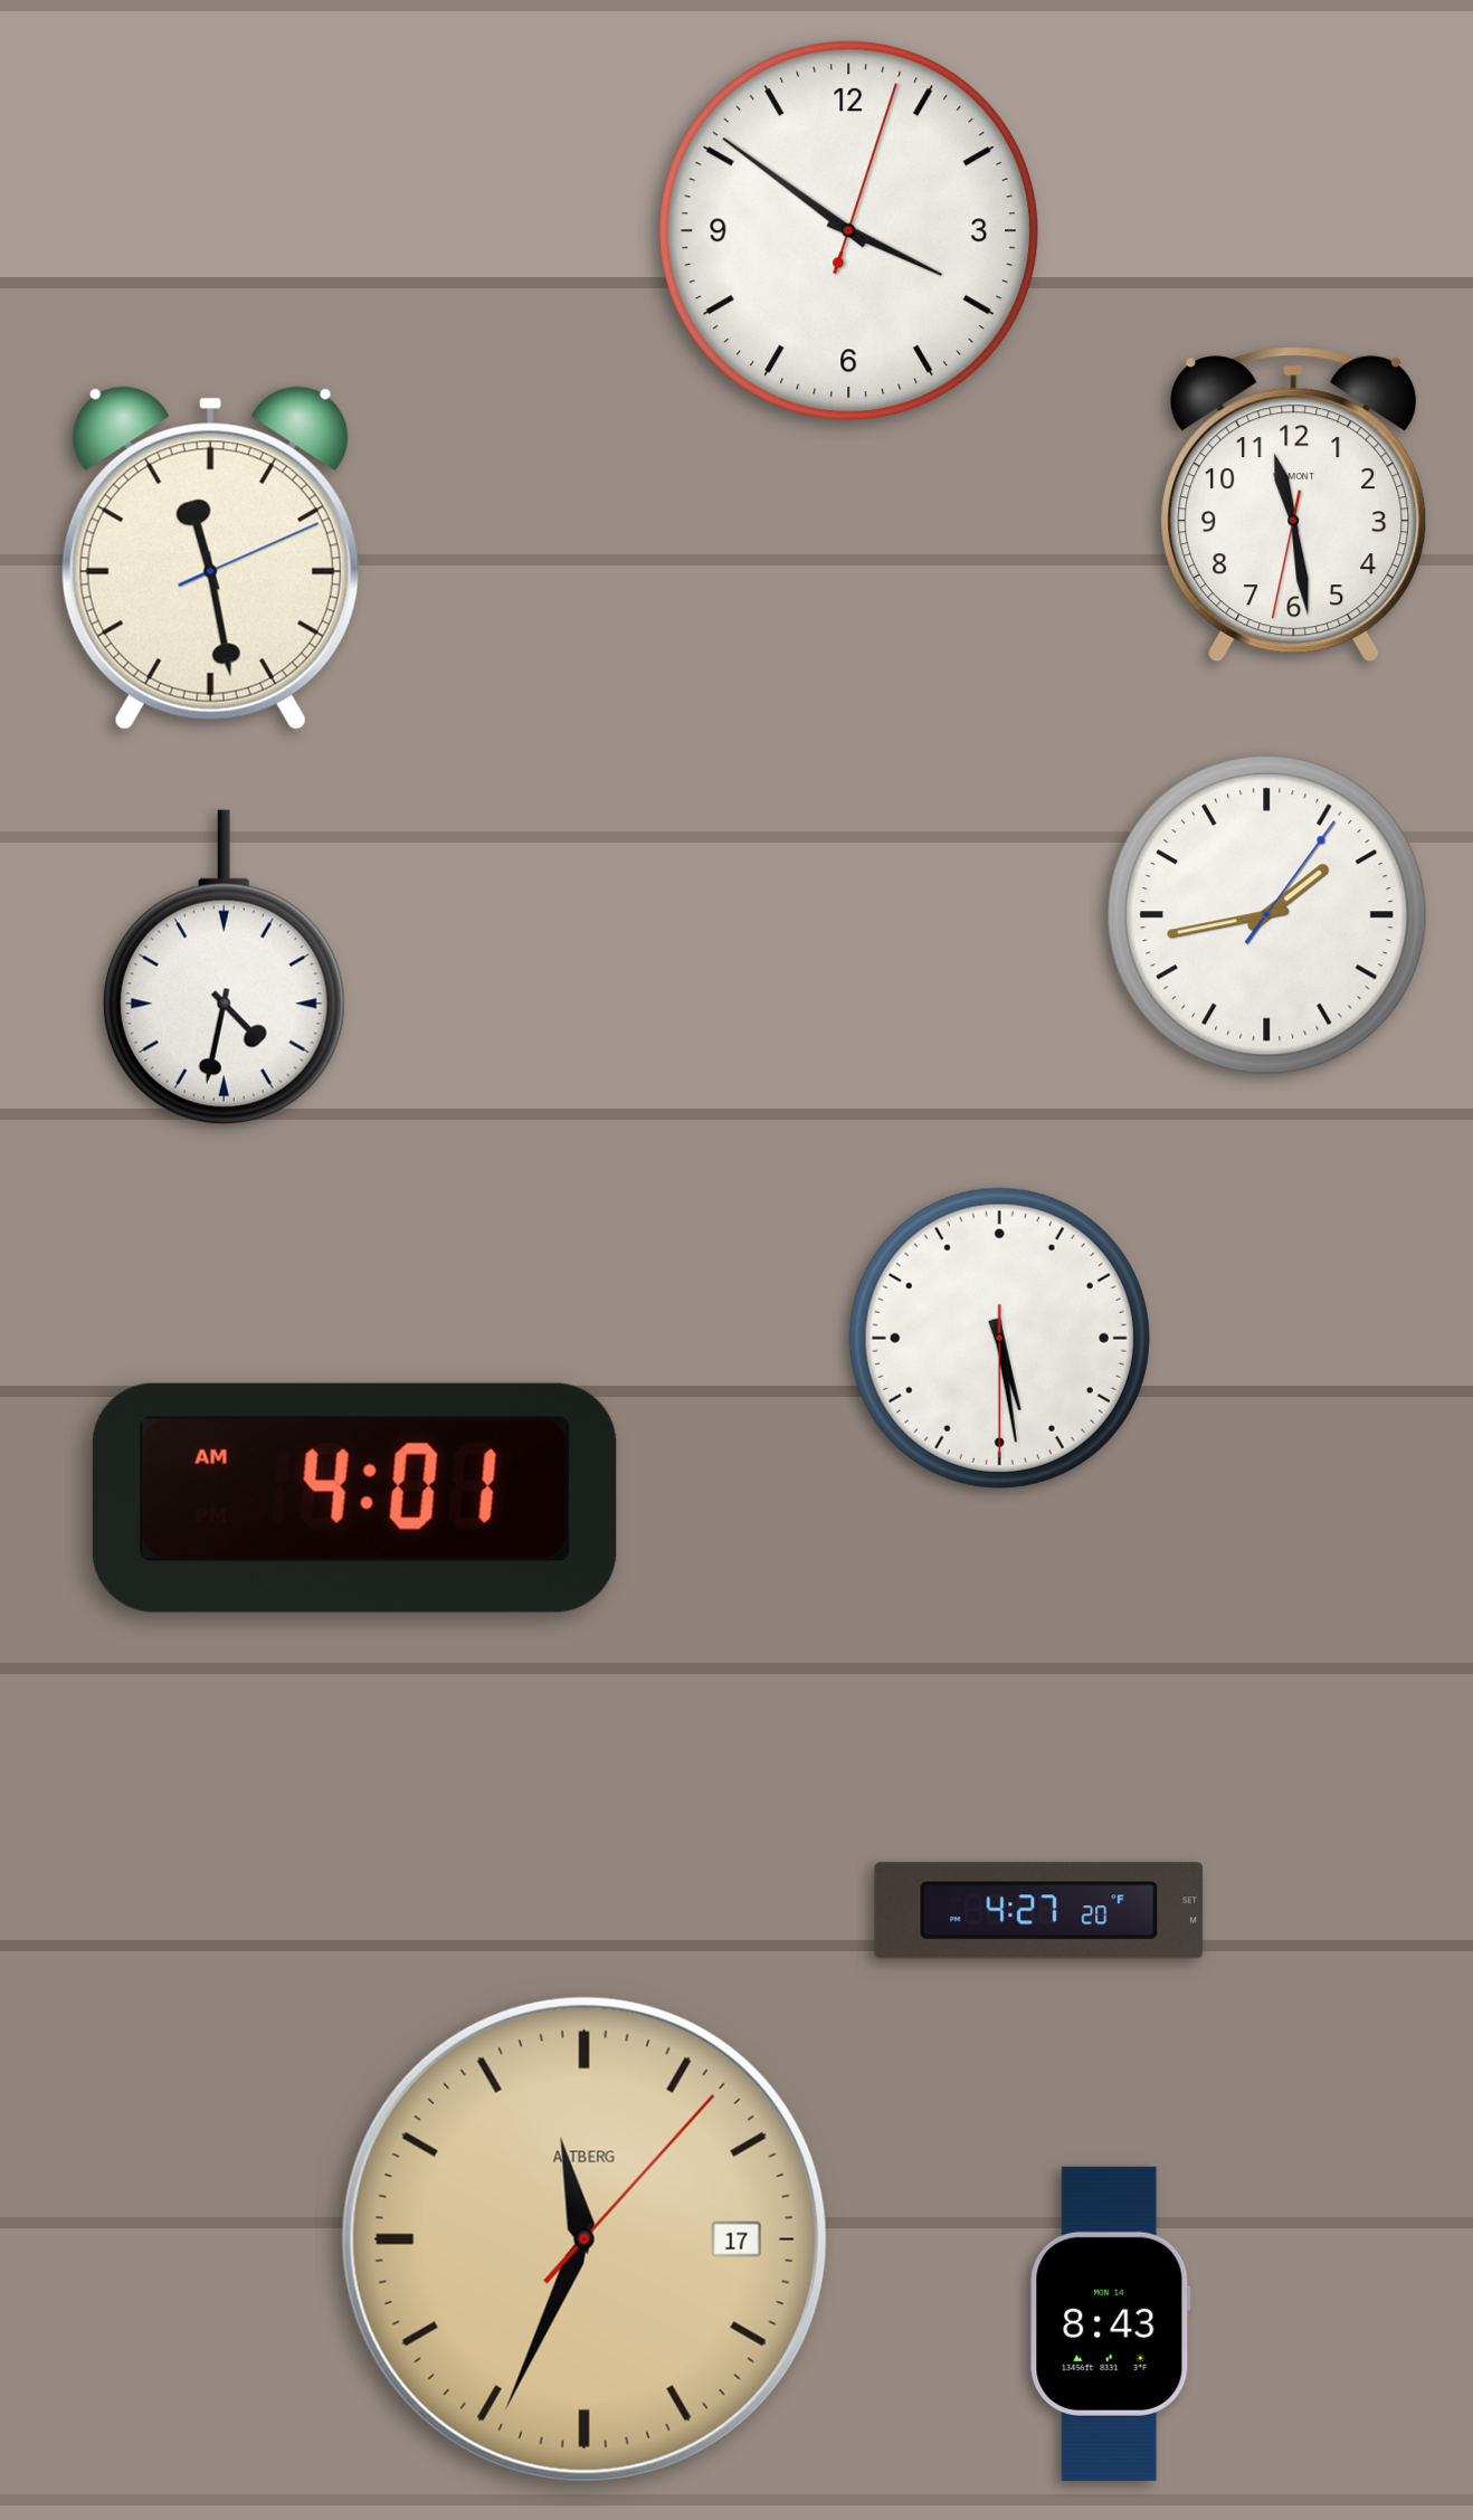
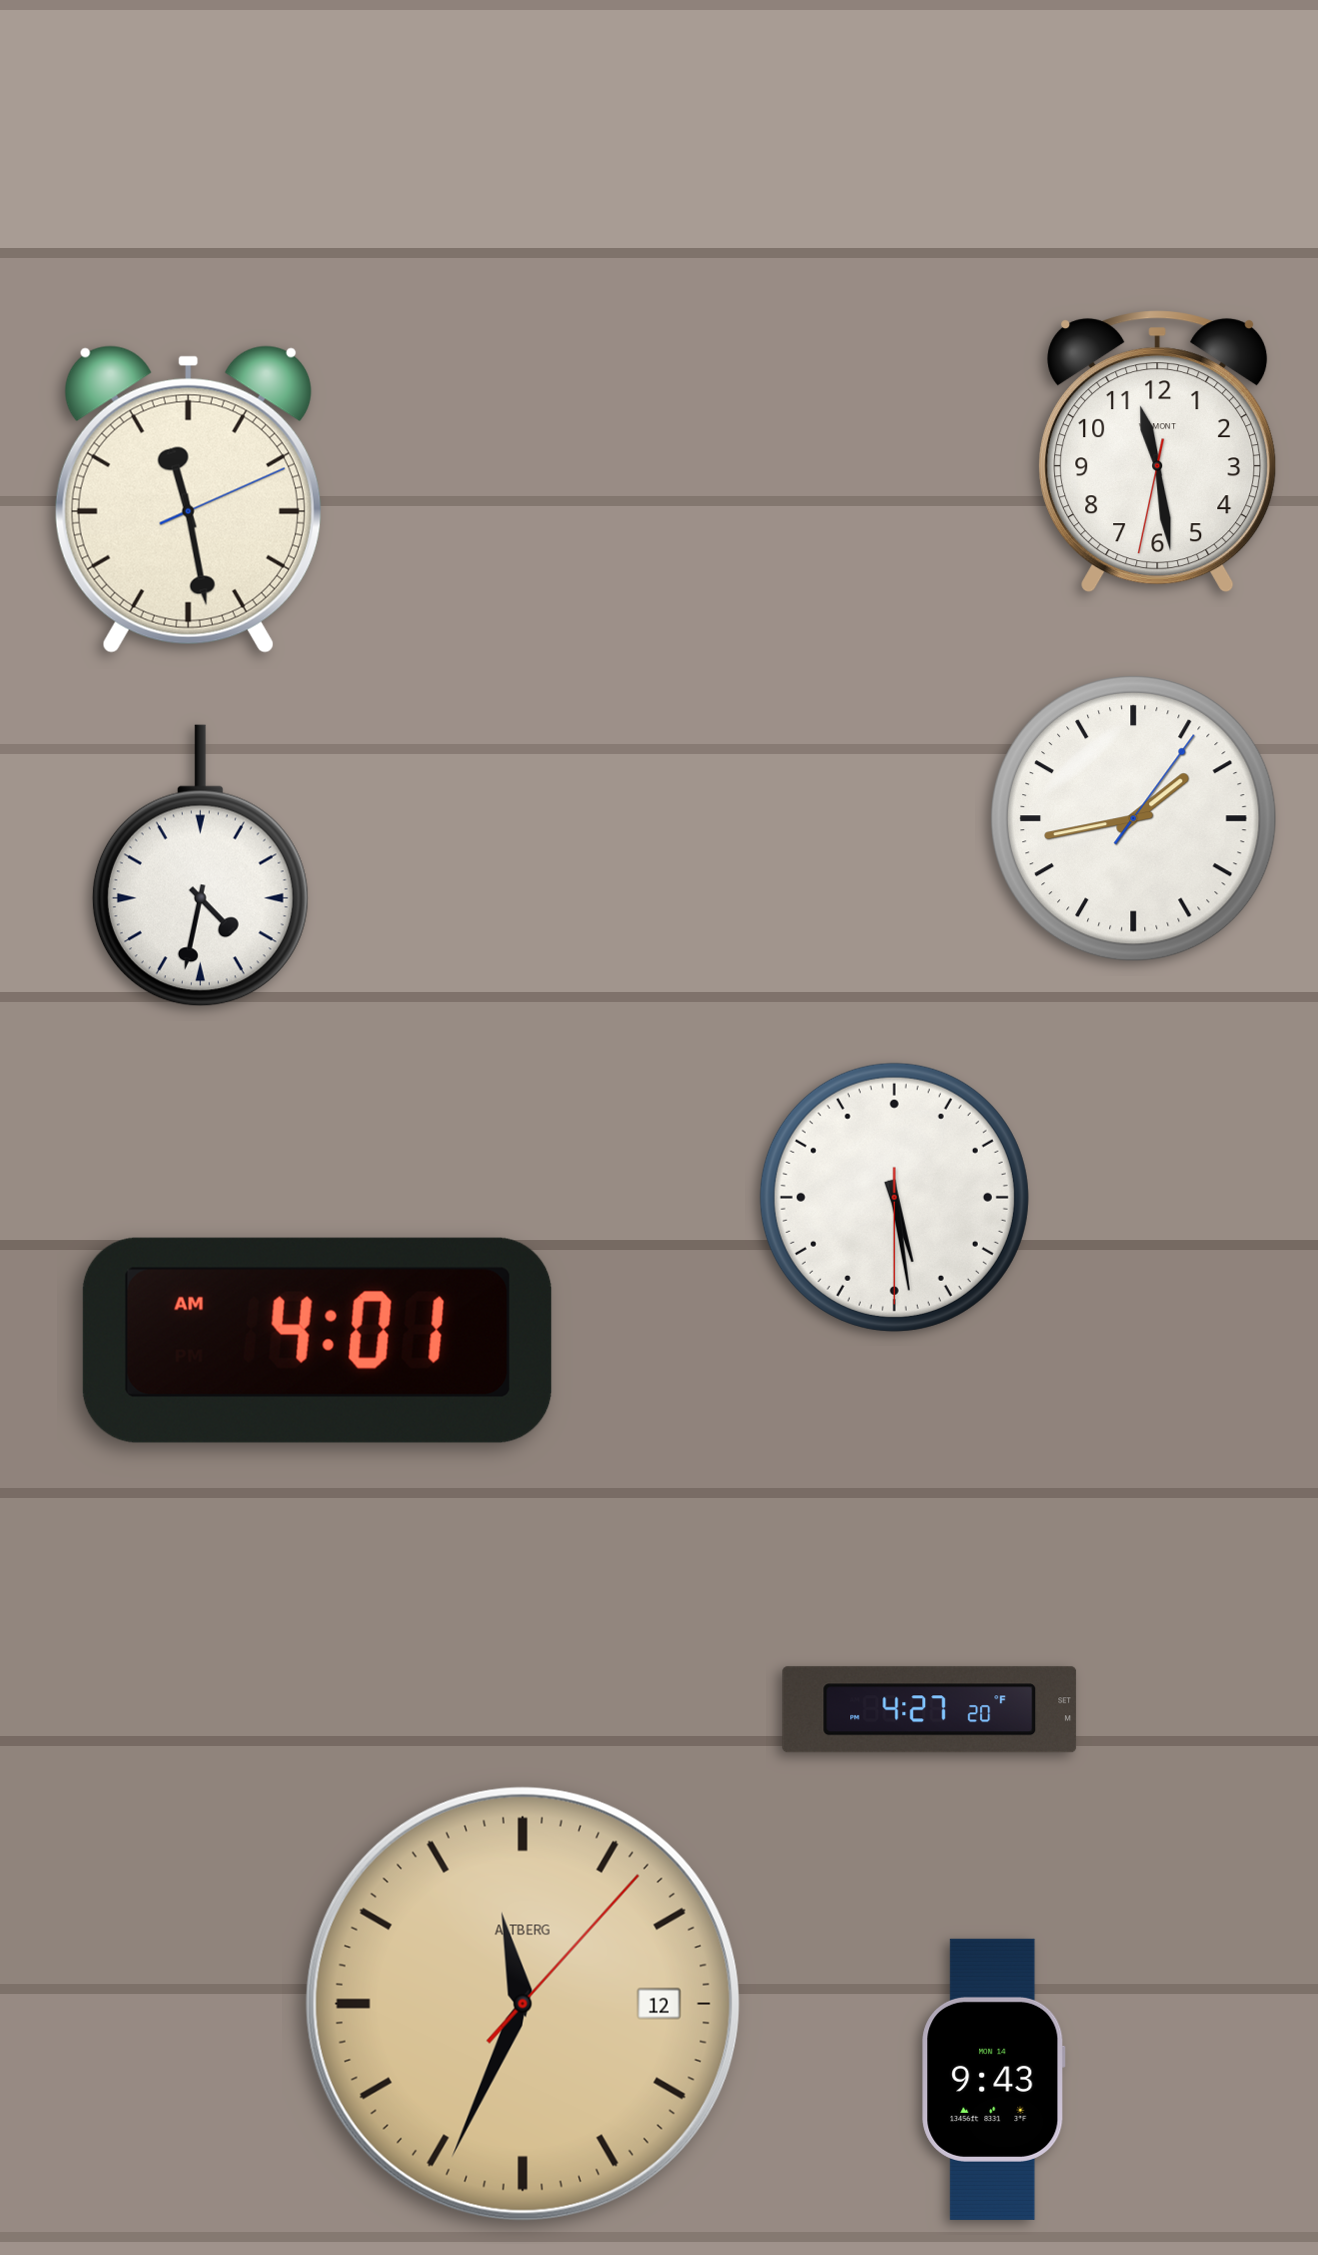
clock at (849, 231): 3:51 -> none
clock at (585, 2240) date: 17 -> 12
clock at (1111, 2323): 8:43 -> 9:43
